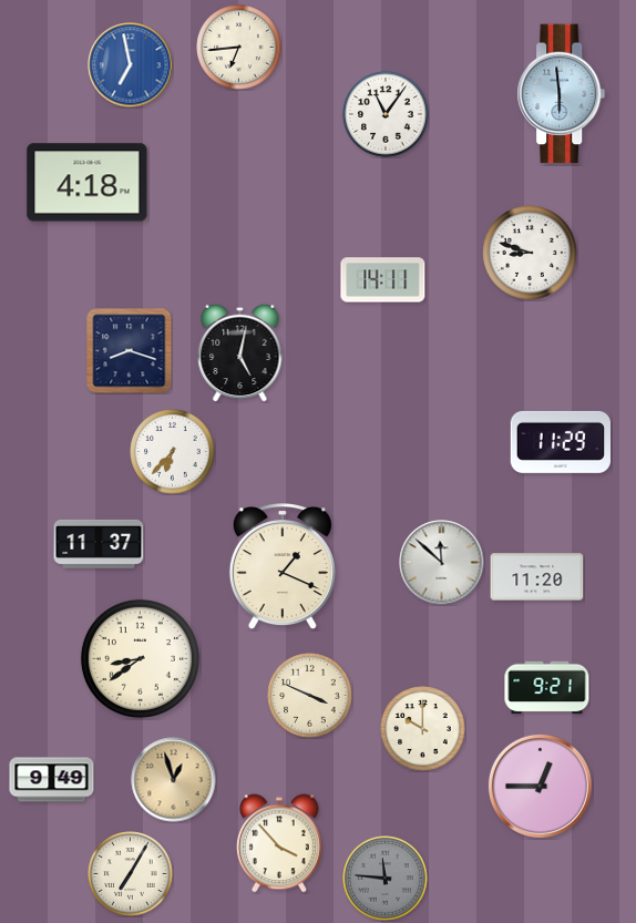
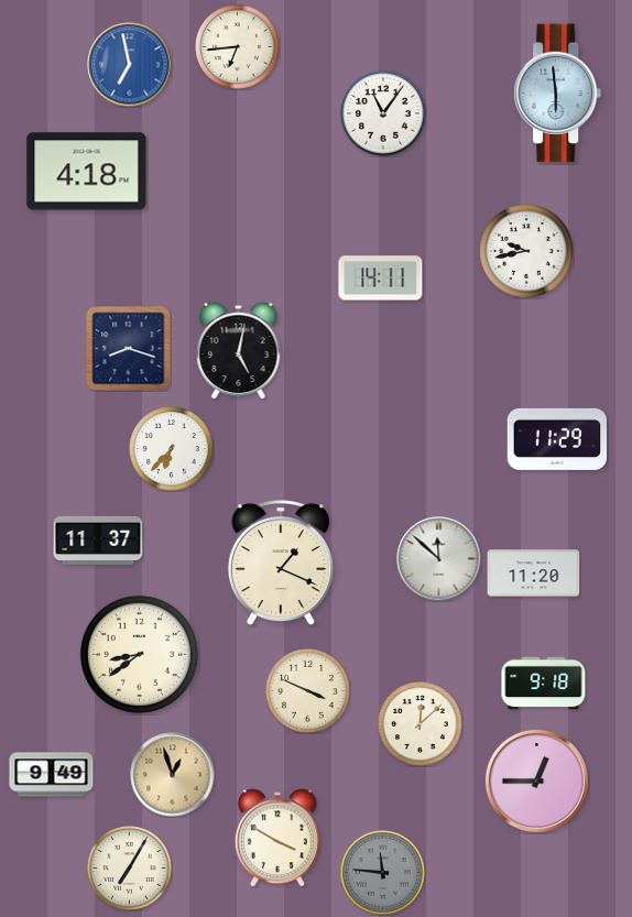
clock at (88, 183) position: (88, 183) -> (87, 172)
clock at (531, 254): 8:48 -> 9:43
clock at (547, 688): 9:21 -> 9:18
clock at (423, 729): 10:00 -> 12:08
clock at (279, 843): 3:53 -> 3:50
